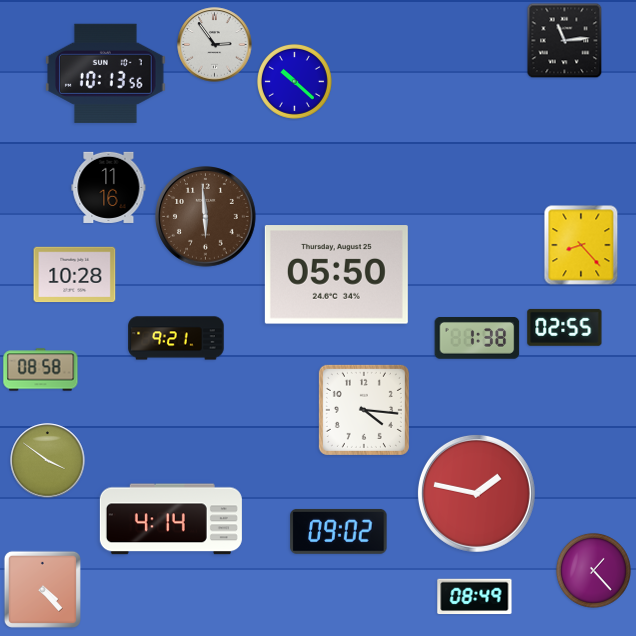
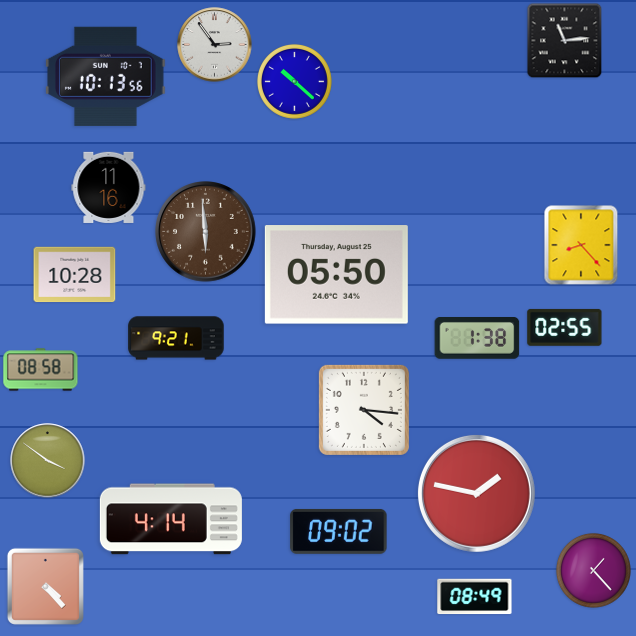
clock at (106, 73) position: (106, 73) -> (106, 76)
clock at (206, 217) position: (206, 217) -> (206, 232)
clock at (42, 589) position: (42, 589) -> (45, 586)
